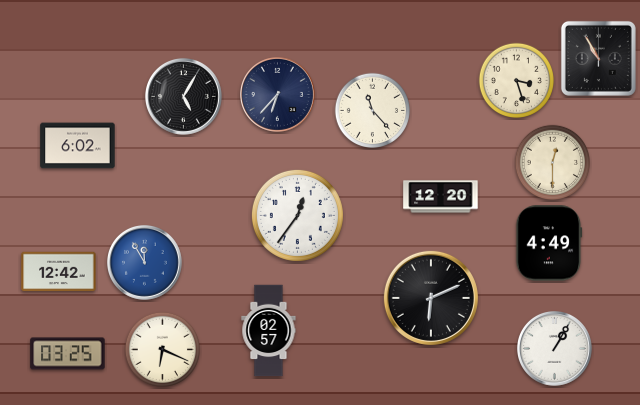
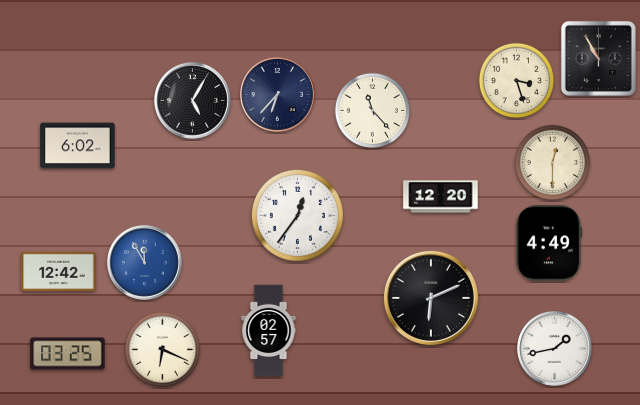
clock at (183, 96) position: (183, 96) -> (192, 100)
clock at (555, 349): 1:05 -> 1:43
